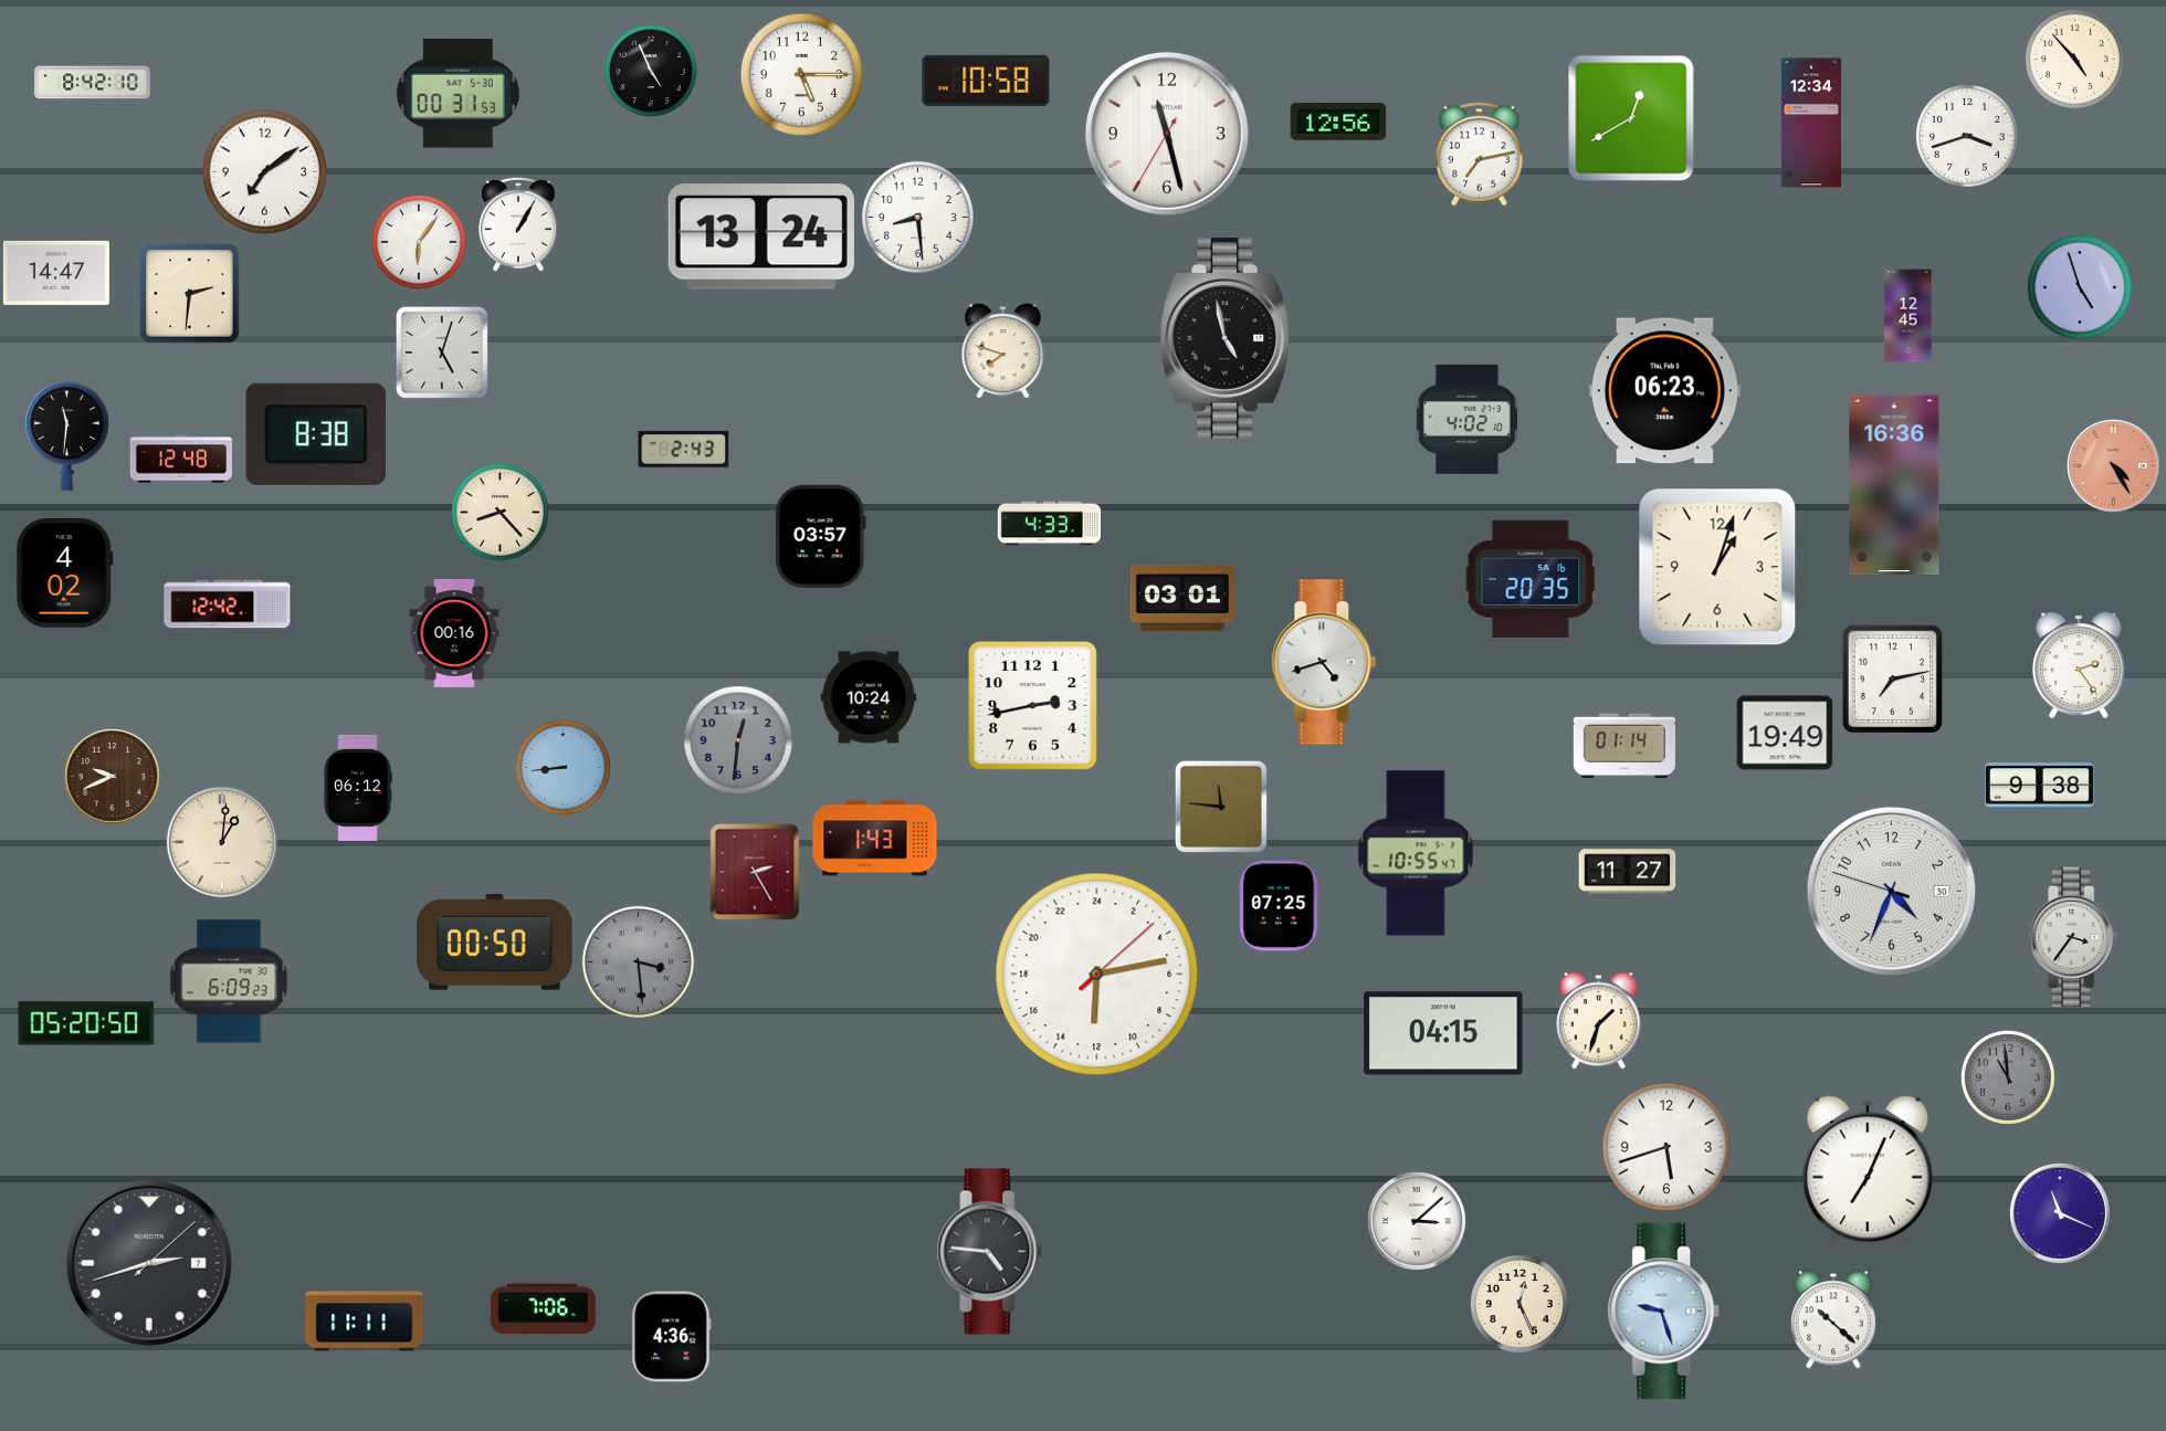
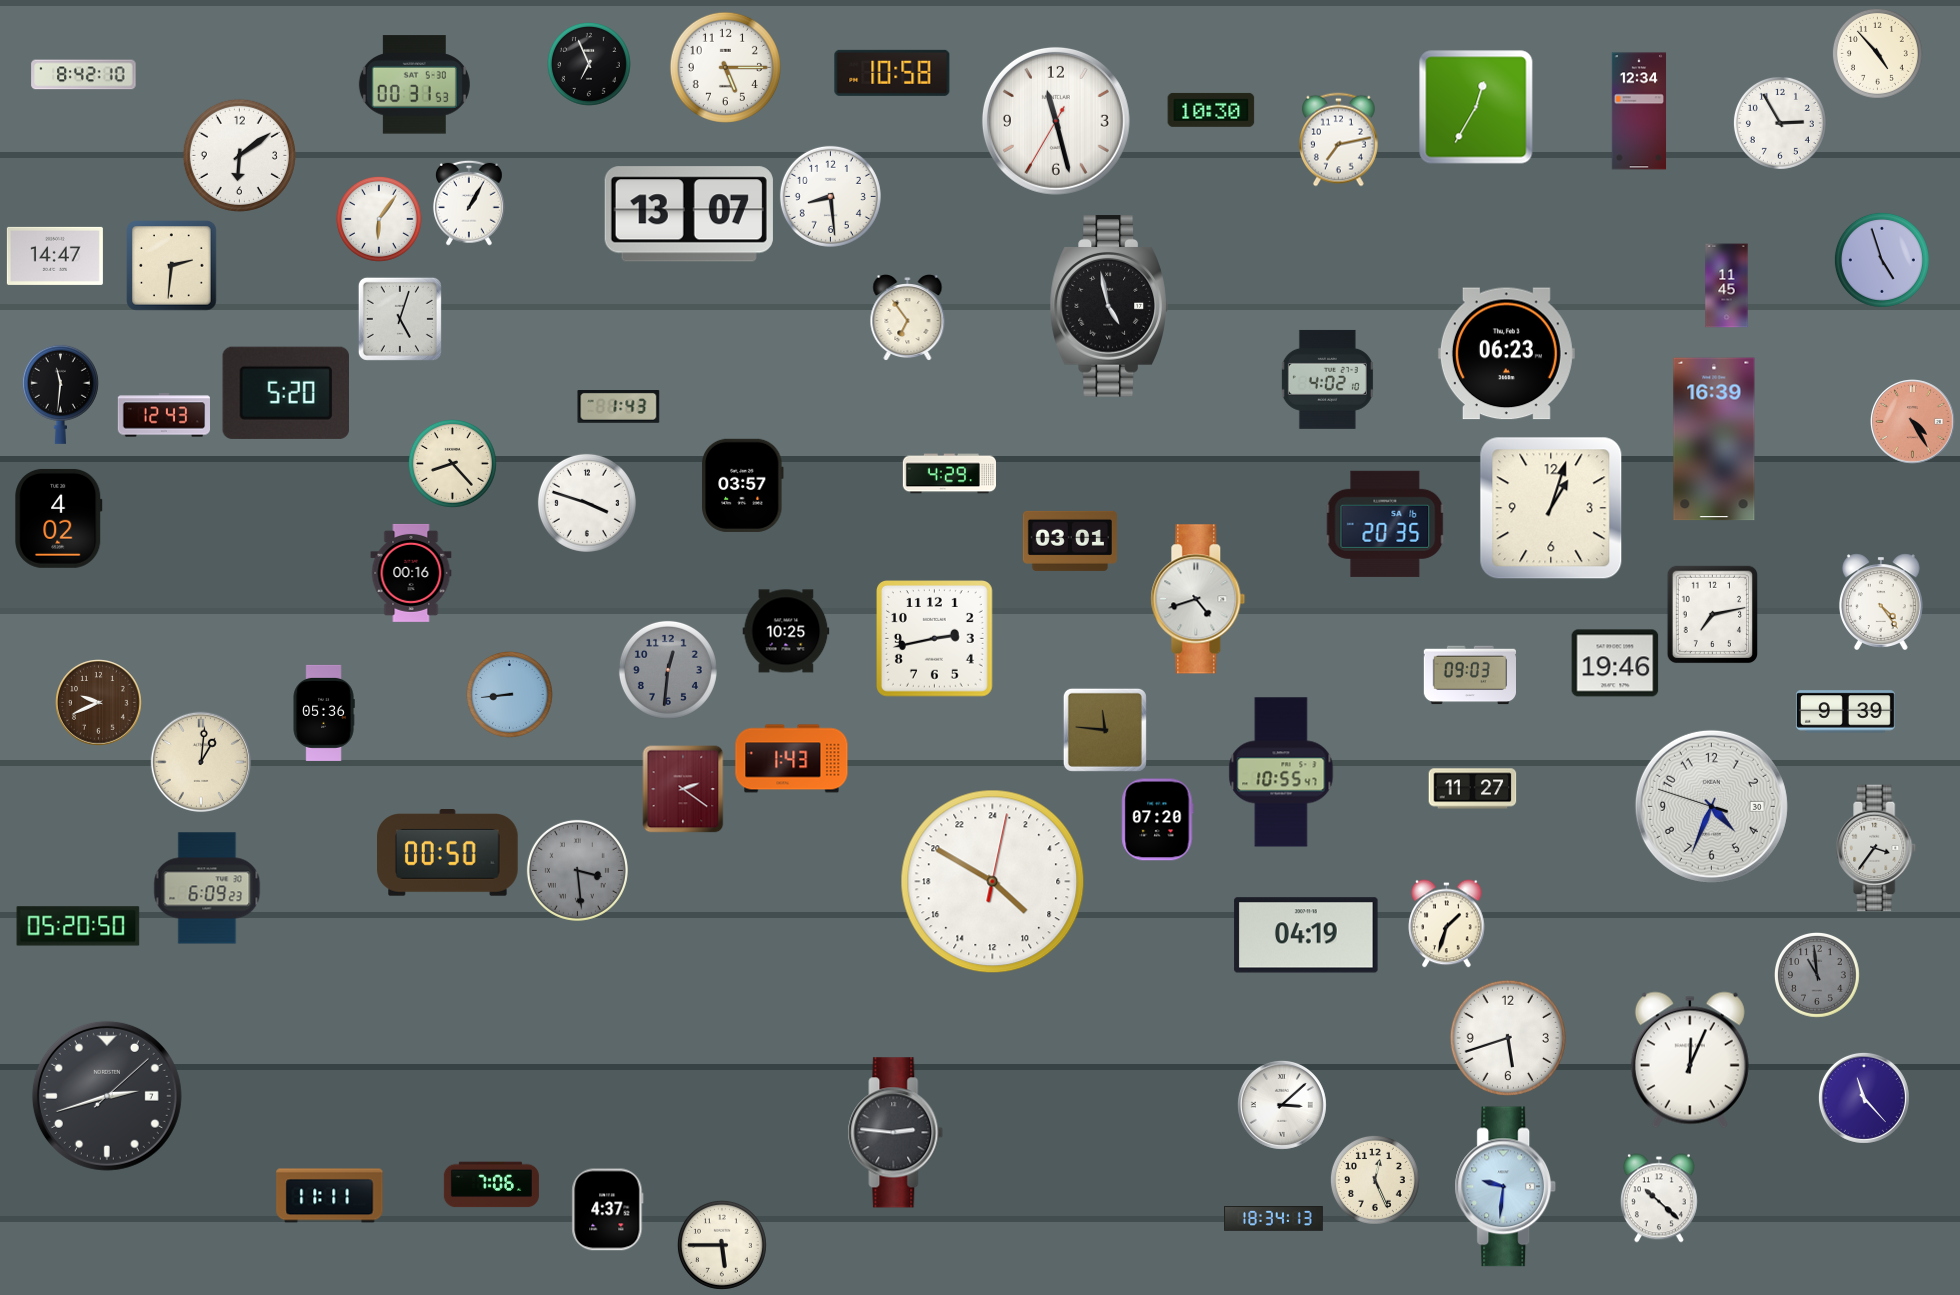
clock at (652, 72): 4:56 -> 6:56
clock at (1631, 118): 12:40 -> 12:35
clock at (1338, 122): 12:56 -> 10:30
clock at (1967, 136): 3:42 -> 2:55
clock at (264, 171): 7:09 -> 6:09
clock at (761, 236): 13:24 -> 13:07
clock at (56, 273) position: (56, 273) -> (55, 256)
clock at (1909, 316): 12:45 -> 11:45
clock at (1003, 351): 7:48 -> 6:54
clock at (315, 434): 8:38 -> 5:20
clock at (684, 450): 2:43 -> 1:43
clock at (180, 459): 12:48 -> 12:43
clock at (1894, 485): 16:36 -> 16:39
clock at (1049, 524): 4:33 -> 4:29
clock at (587, 503): none -> 3:48
clock at (1717, 567) position: (1717, 567) -> (1551, 508)
clock at (228, 604): 12:42 -> none
clock at (2079, 665): 2:24 -> 4:24
clock at (869, 697): 10:24 -> 10:25
clock at (1785, 733): 19:49 -> 19:46
clock at (1624, 746): 01:14 -> 09:03
clock at (113, 777) position: (113, 777) -> (99, 703)
clock at (2039, 787): 9:38 -> 9:39
clock at (358, 788): 06:12 -> 05:36
clock at (755, 872): 2:25 -> 2:21
clock at (1280, 906): 07:25 -> 07:20
clock at (1097, 975): 12:13 -> 8:50
clock at (1443, 1033): 04:15 -> 04:19
clock at (1868, 1171): 7:04 -> 12:04
clock at (2060, 1213): 11:19 -> 11:23
clock at (990, 1252): 4:46 -> 2:46
clock at (149, 1263) position: (149, 1263) -> (107, 1096)
clock at (1664, 1312): 9:27 -> 9:31
clock at (1833, 1319) position: (1833, 1319) -> (1659, 1198)
clock at (672, 1337): 4:36 -> 4:37
clock at (1274, 1219): none -> 18:34
clock at (722, 1245): none -> 5:45
